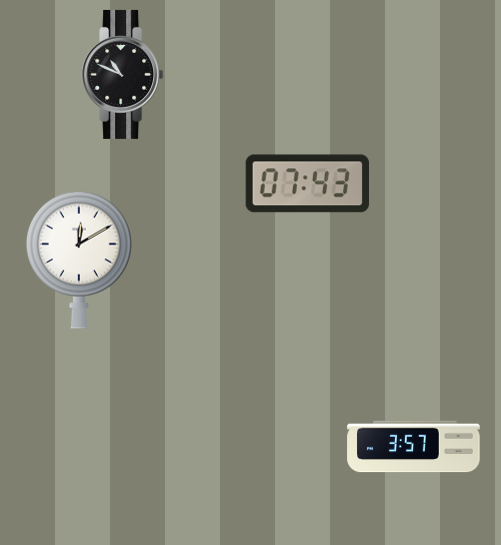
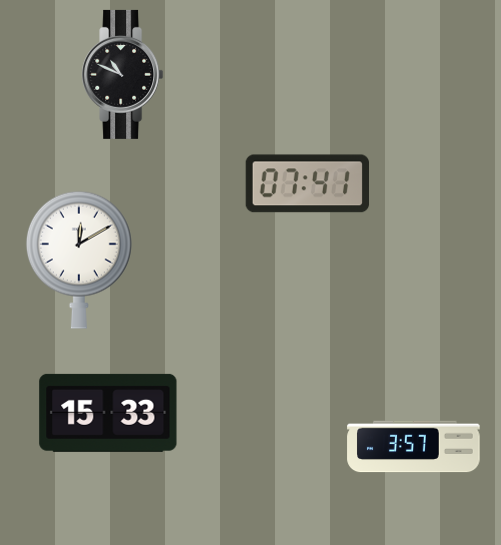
clock at (307, 184): 07:43 -> 07:41
clock at (108, 413): none -> 15:33
